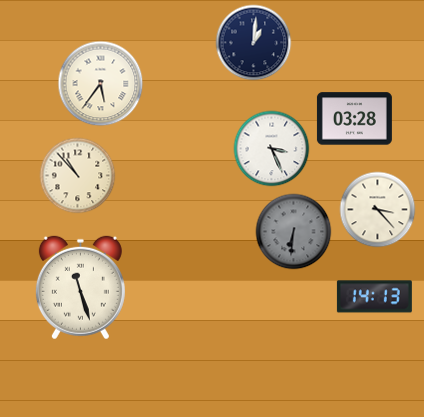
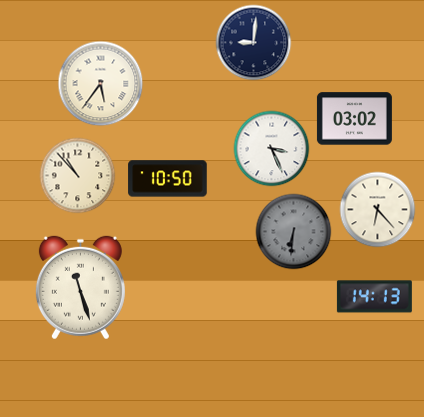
clock at (254, 43): 1:01 -> 9:01
clock at (354, 119): 03:28 -> 03:02
clock at (168, 179): none -> 10:50
clock at (378, 210): 3:23 -> 6:23
